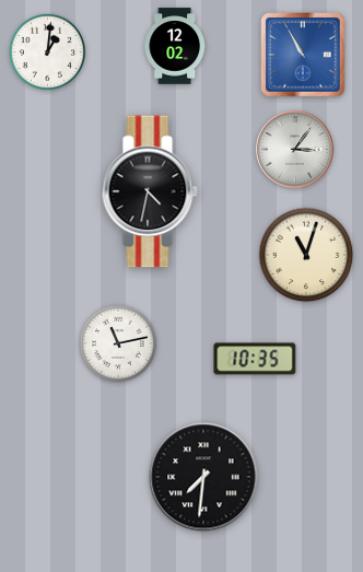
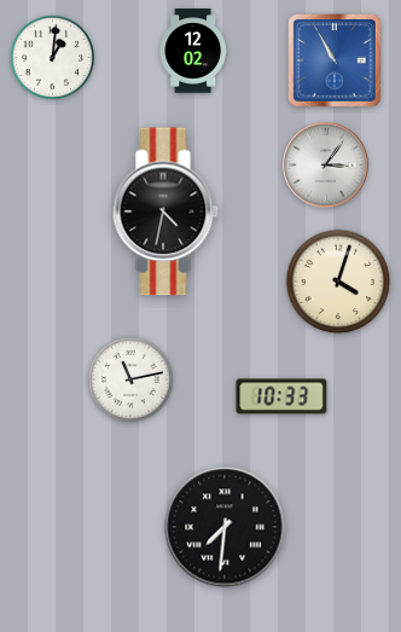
clock at (306, 255): 11:03 -> 4:03
clock at (255, 359): 10:35 -> 10:33
